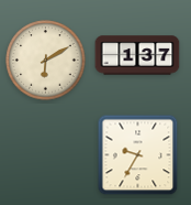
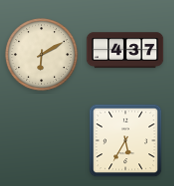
clock at (137, 55): 1:37 -> 4:37
clock at (138, 155): 9:35 -> 5:35
